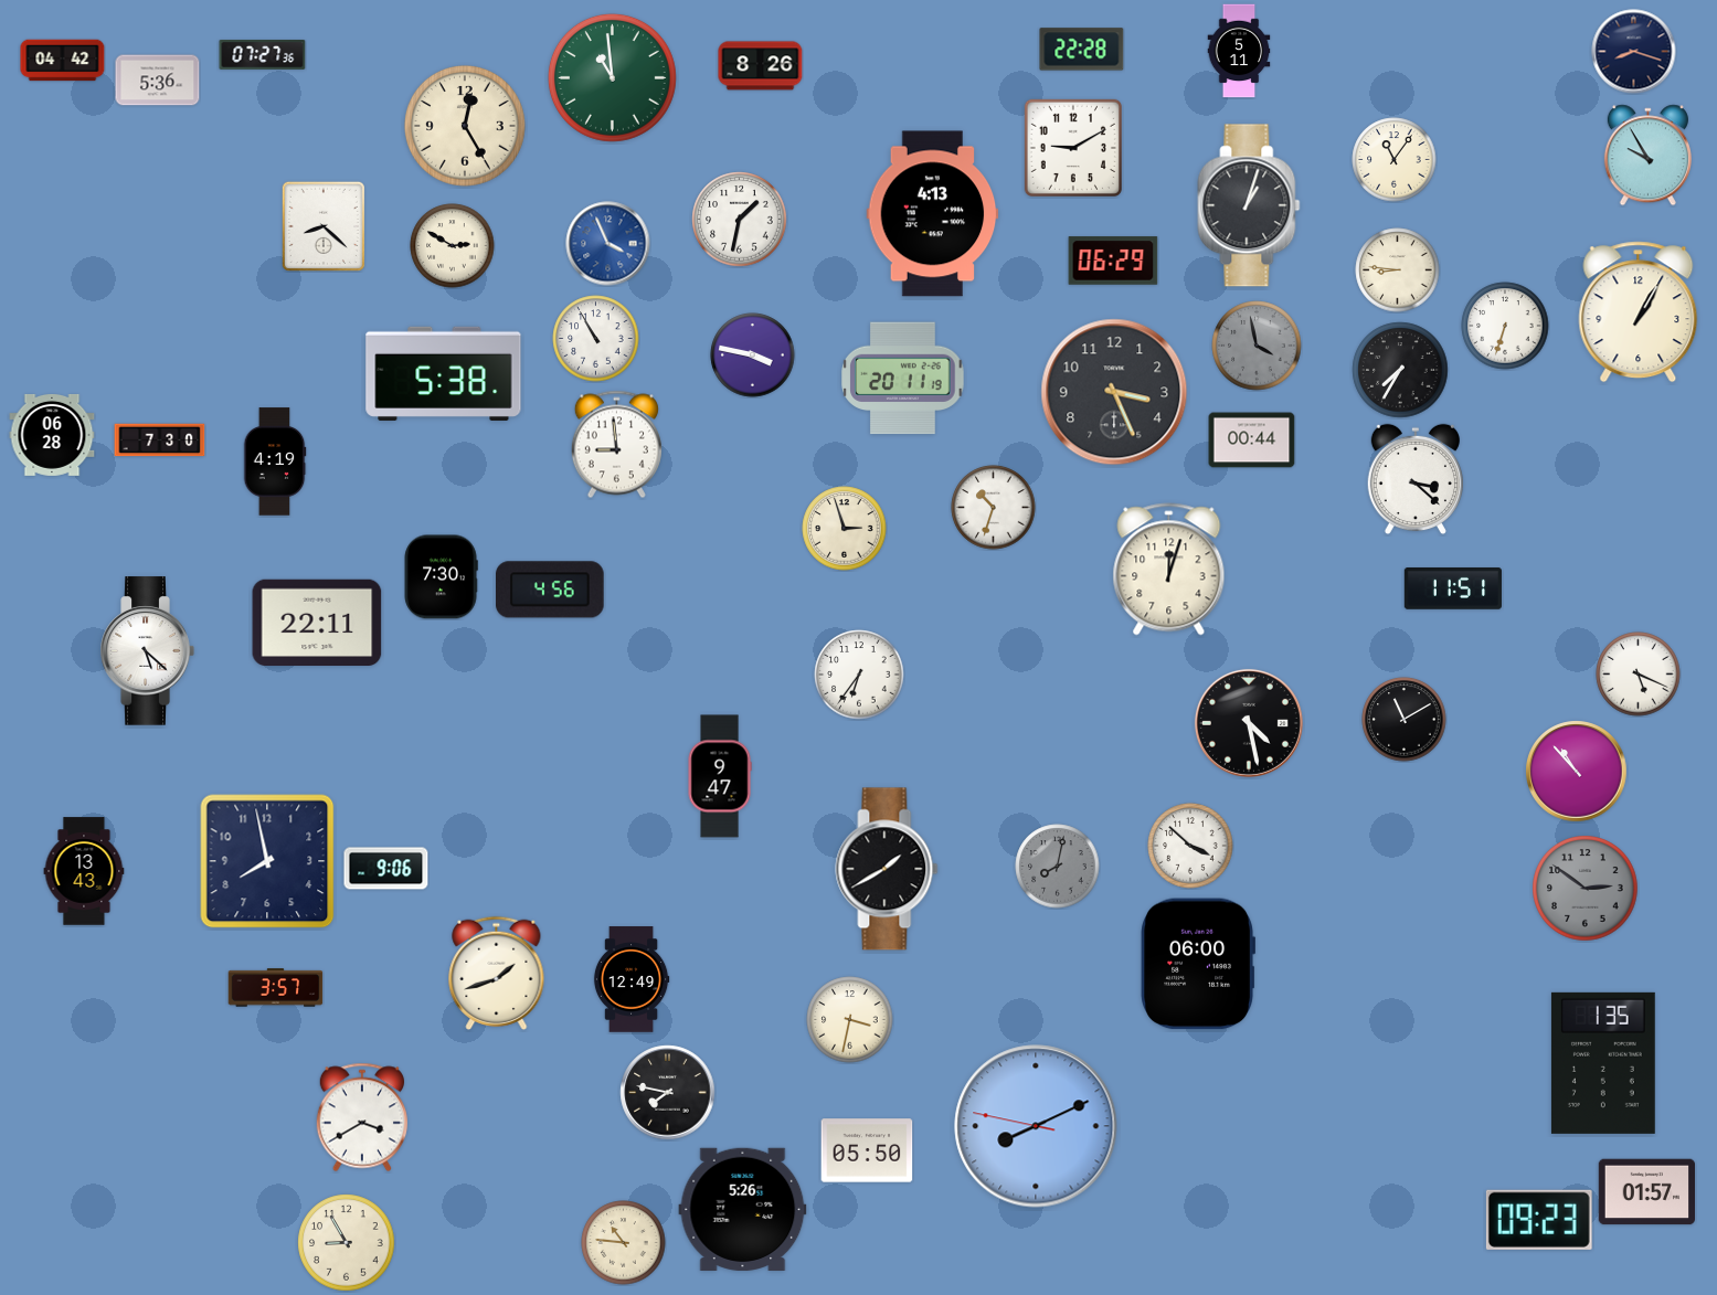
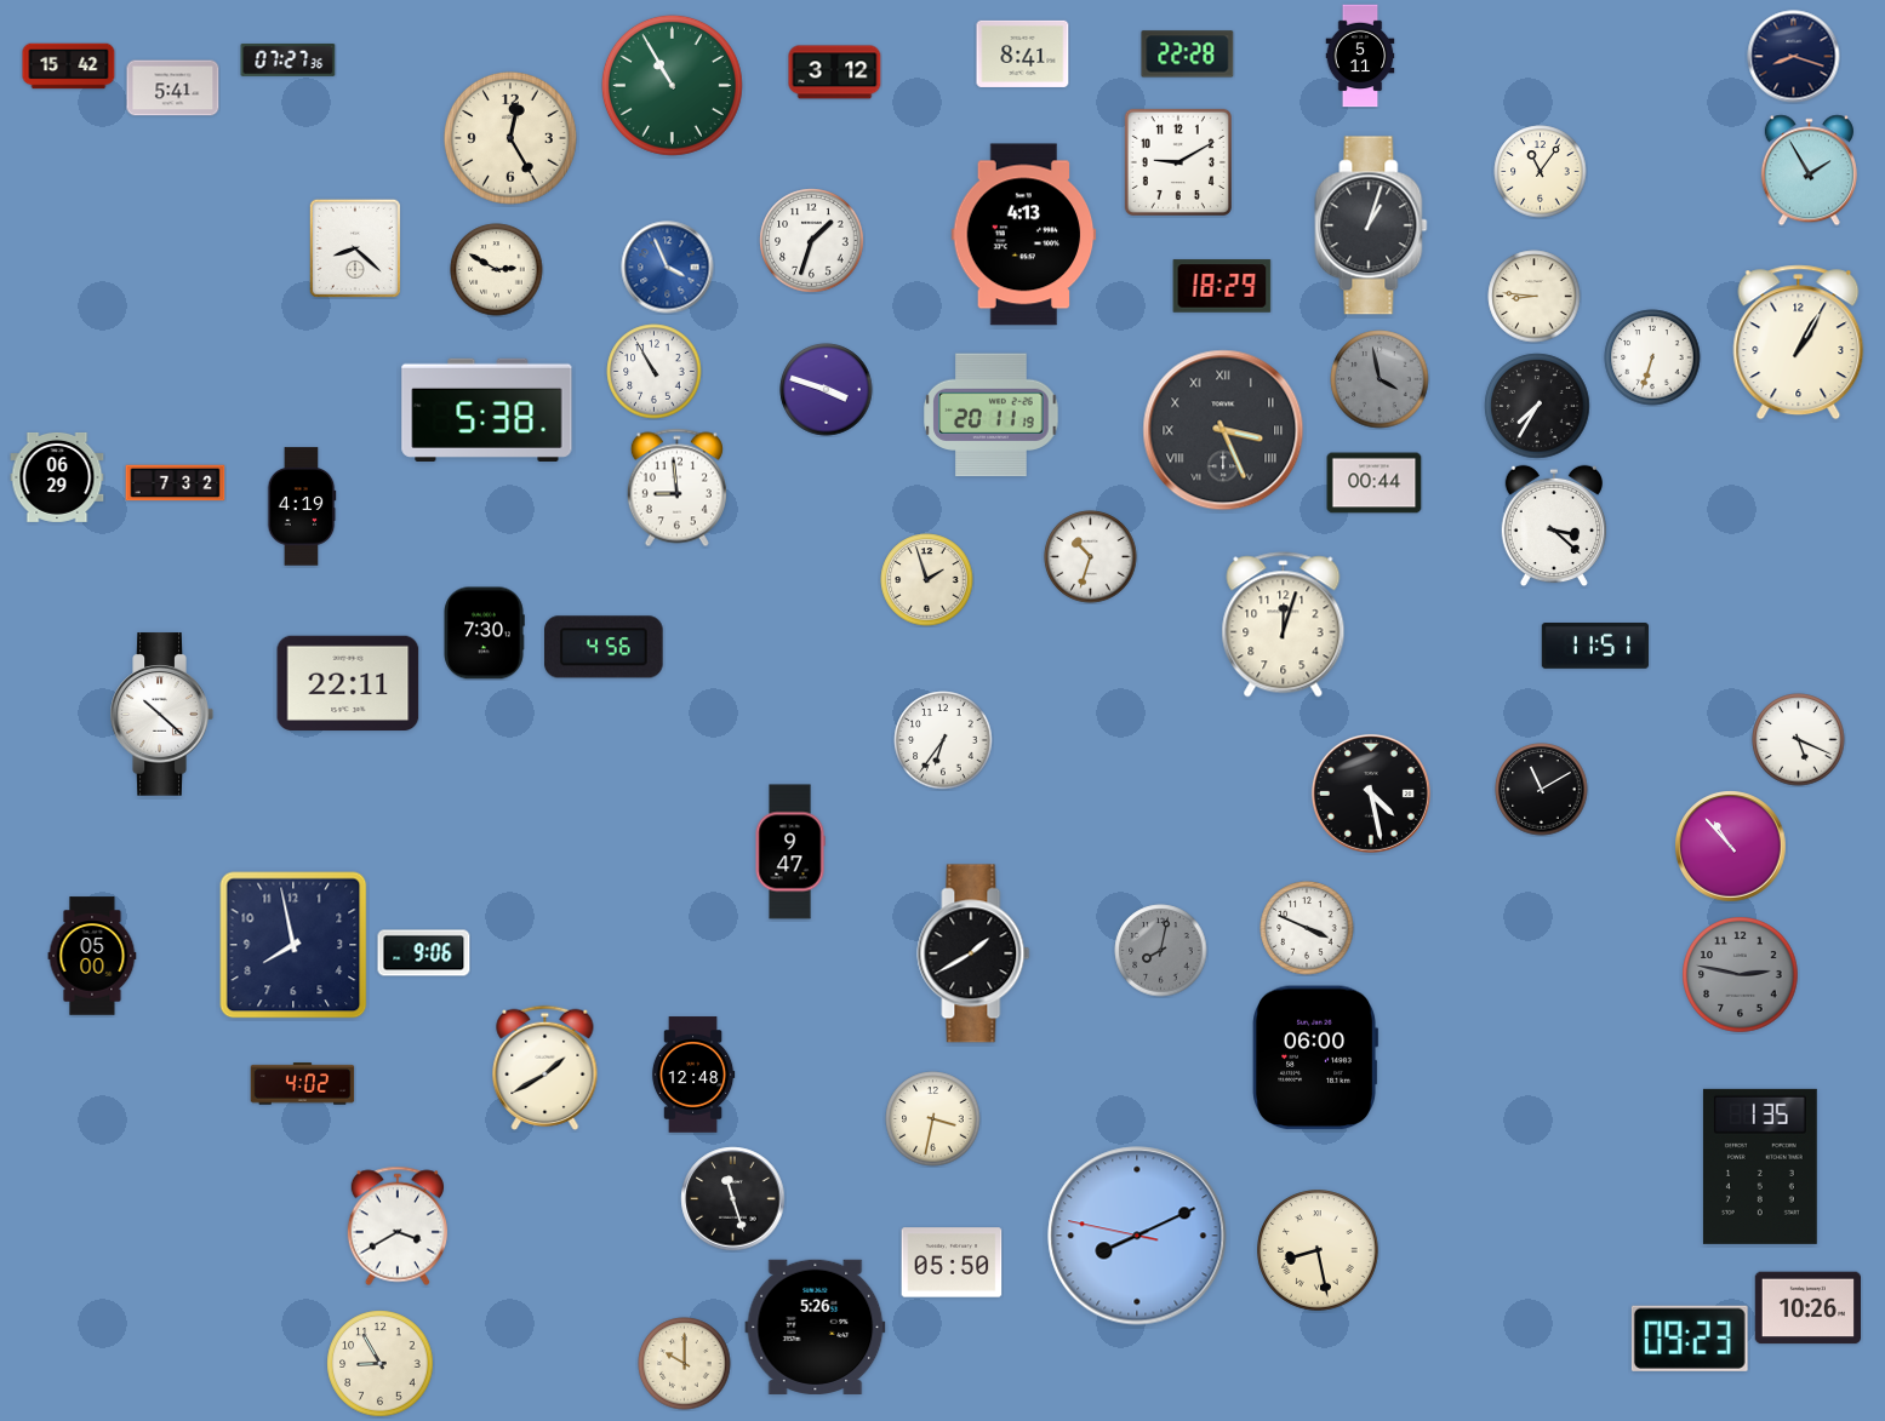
clock at (1023, 53): none -> 8:41
clock at (63, 61): 04:42 -> 15:42
clock at (761, 66): 8:26 -> 3:12
clock at (612, 77): 10:59 -> 10:55
clock at (158, 81): 5:36 -> 5:41
clock at (1647, 156): 9:55 -> 1:55
clock at (1395, 160) position: (1395, 160) -> (1541, 172)
clock at (740, 220): 1:32 -> 1:33
clock at (1113, 261): 06:29 -> 18:29
clock at (753, 355): 3:47 -> 3:48
clock at (1114, 392) numerals: Arabic -> Roman
clock at (52, 435): 06:28 -> 06:29
clock at (160, 440): 7:30 -> 7:32
clock at (845, 529): 2:57 -> 1:57
clock at (147, 651): 5:22 -> 10:22
clock at (1190, 846): 3:52 -> 3:49
clock at (84, 871): 13:43 -> 05:00
clock at (1586, 889): 2:51 -> 2:47
clock at (497, 973): 1:42 -> 1:40
clock at (632, 979): 12:49 -> 12:48
clock at (276, 988): 3:57 -> 4:02
clock at (668, 1093): 7:47 -> 11:27
clock at (1318, 1250): none -> 8:28
clock at (1646, 1192): 01:57 -> 10:26
clock at (624, 1243): 10:46 -> 10:00
